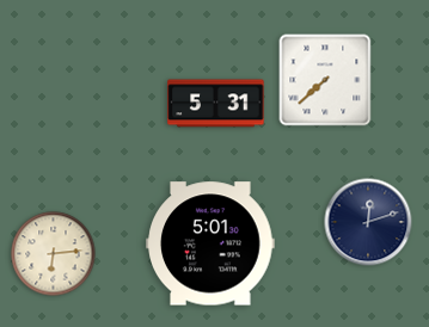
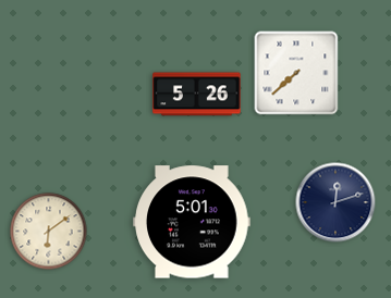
clock at (216, 104): 5:31 -> 5:26
clock at (54, 254): 6:14 -> 6:09
